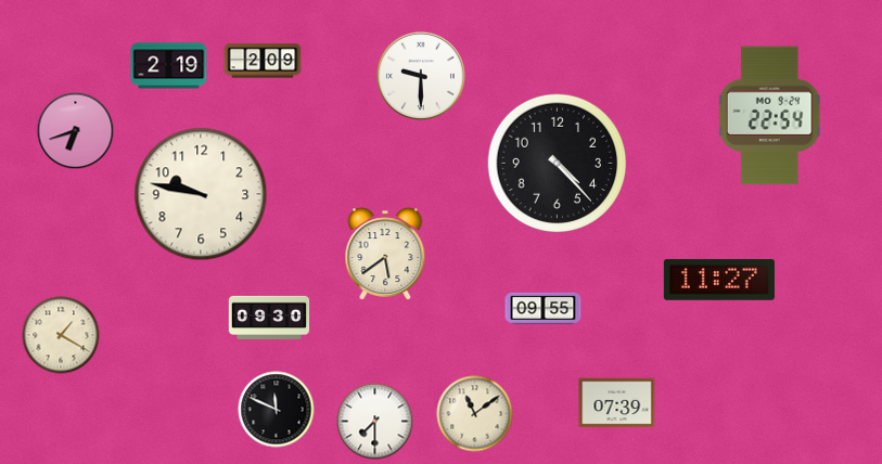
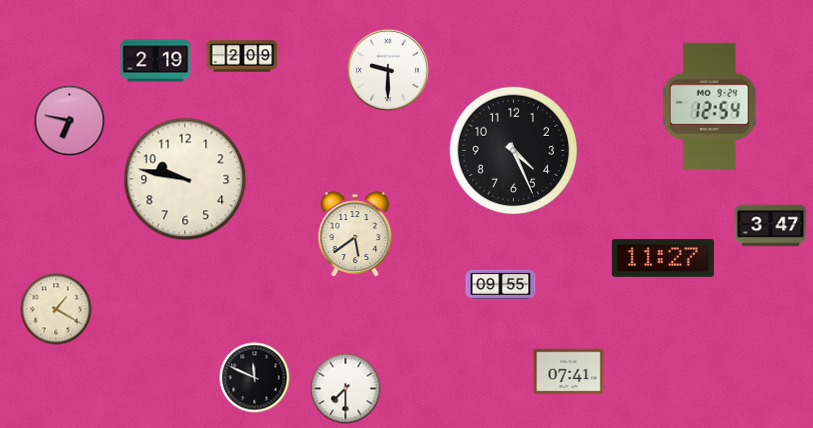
clock at (769, 116): 22:54 -> 12:54
clock at (76, 131): 6:42 -> 6:47
clock at (558, 164): 4:23 -> 4:26
clock at (771, 226): none -> 3:47
clock at (269, 317): 09:30 -> none
clock at (617, 403): 07:39 -> 07:41
clock at (475, 414): 11:09 -> none
